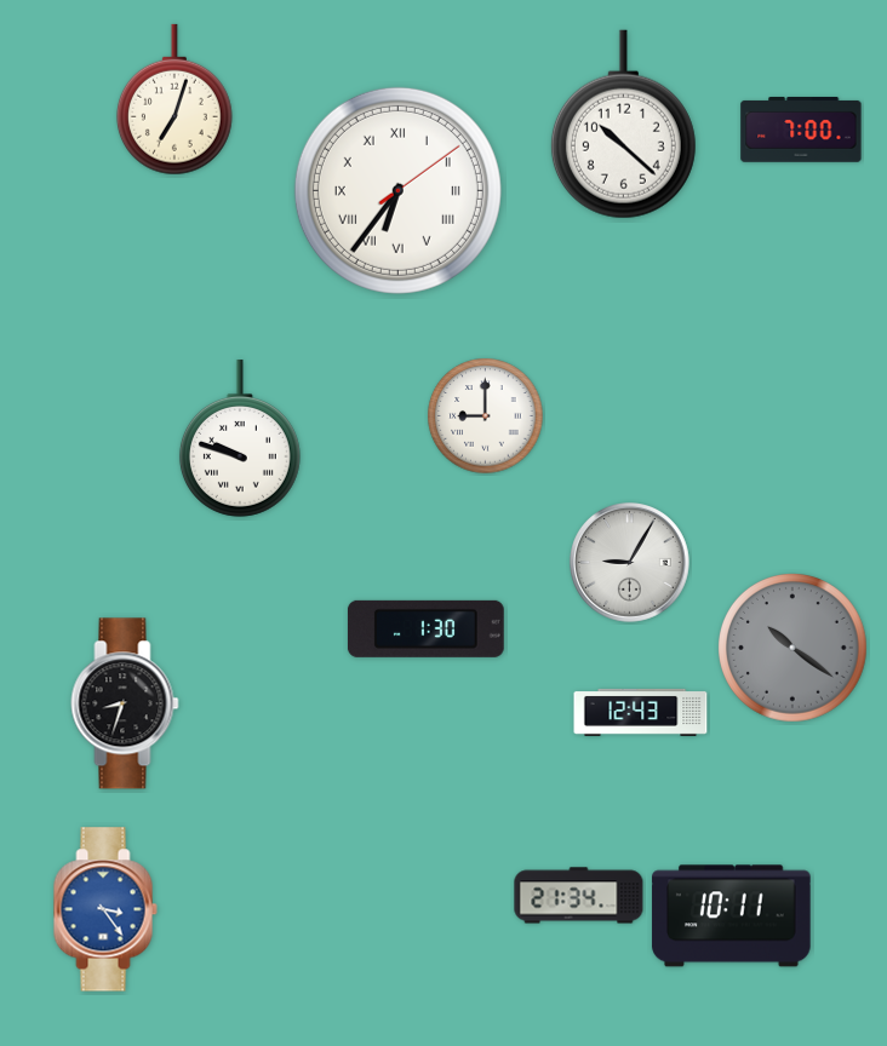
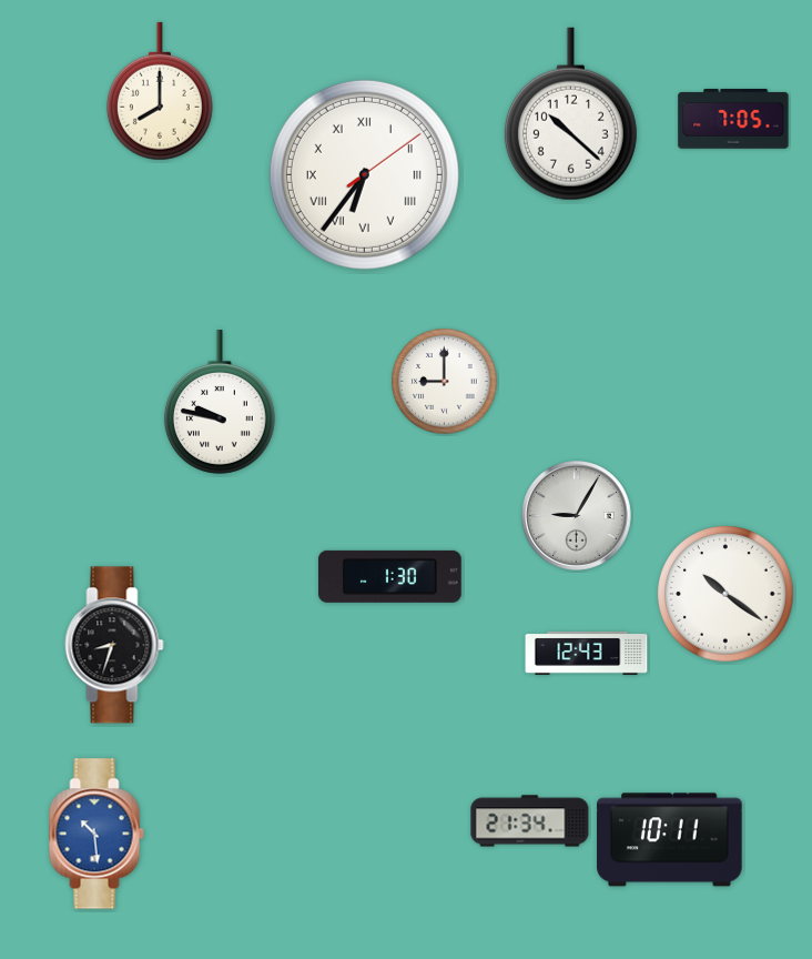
clock at (174, 99): 7:03 -> 8:00
clock at (801, 131): 7:00 -> 7:05
clock at (240, 438): 9:48 -> 9:47
clock at (794, 649) dial: grey -> white
clock at (105, 909): 3:24 -> 10:29
